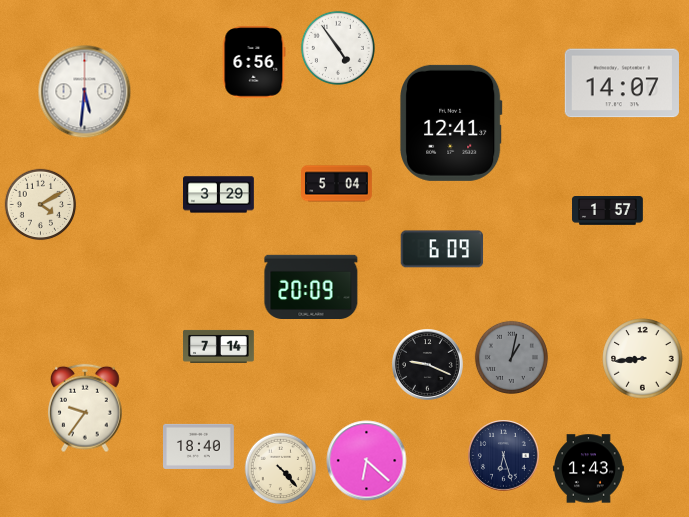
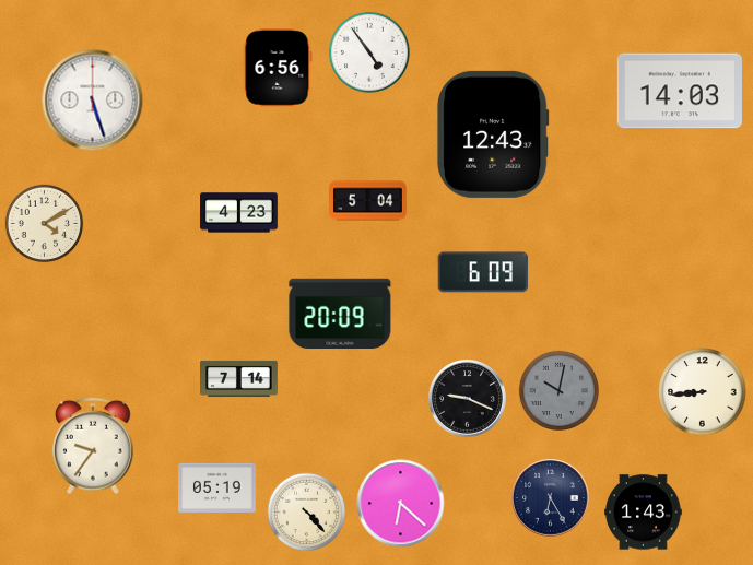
clock at (622, 83): 14:07 -> 14:03
clock at (85, 92): 5:31 -> 5:27
clock at (451, 123): 12:41 -> 12:43
clock at (219, 195): 3:29 -> 4:23
clock at (608, 211): 1:57 -> none
clock at (511, 357): 1:02 -> 10:02
clock at (199, 446): 18:40 -> 05:19
clock at (504, 456): 6:27 -> 6:25
